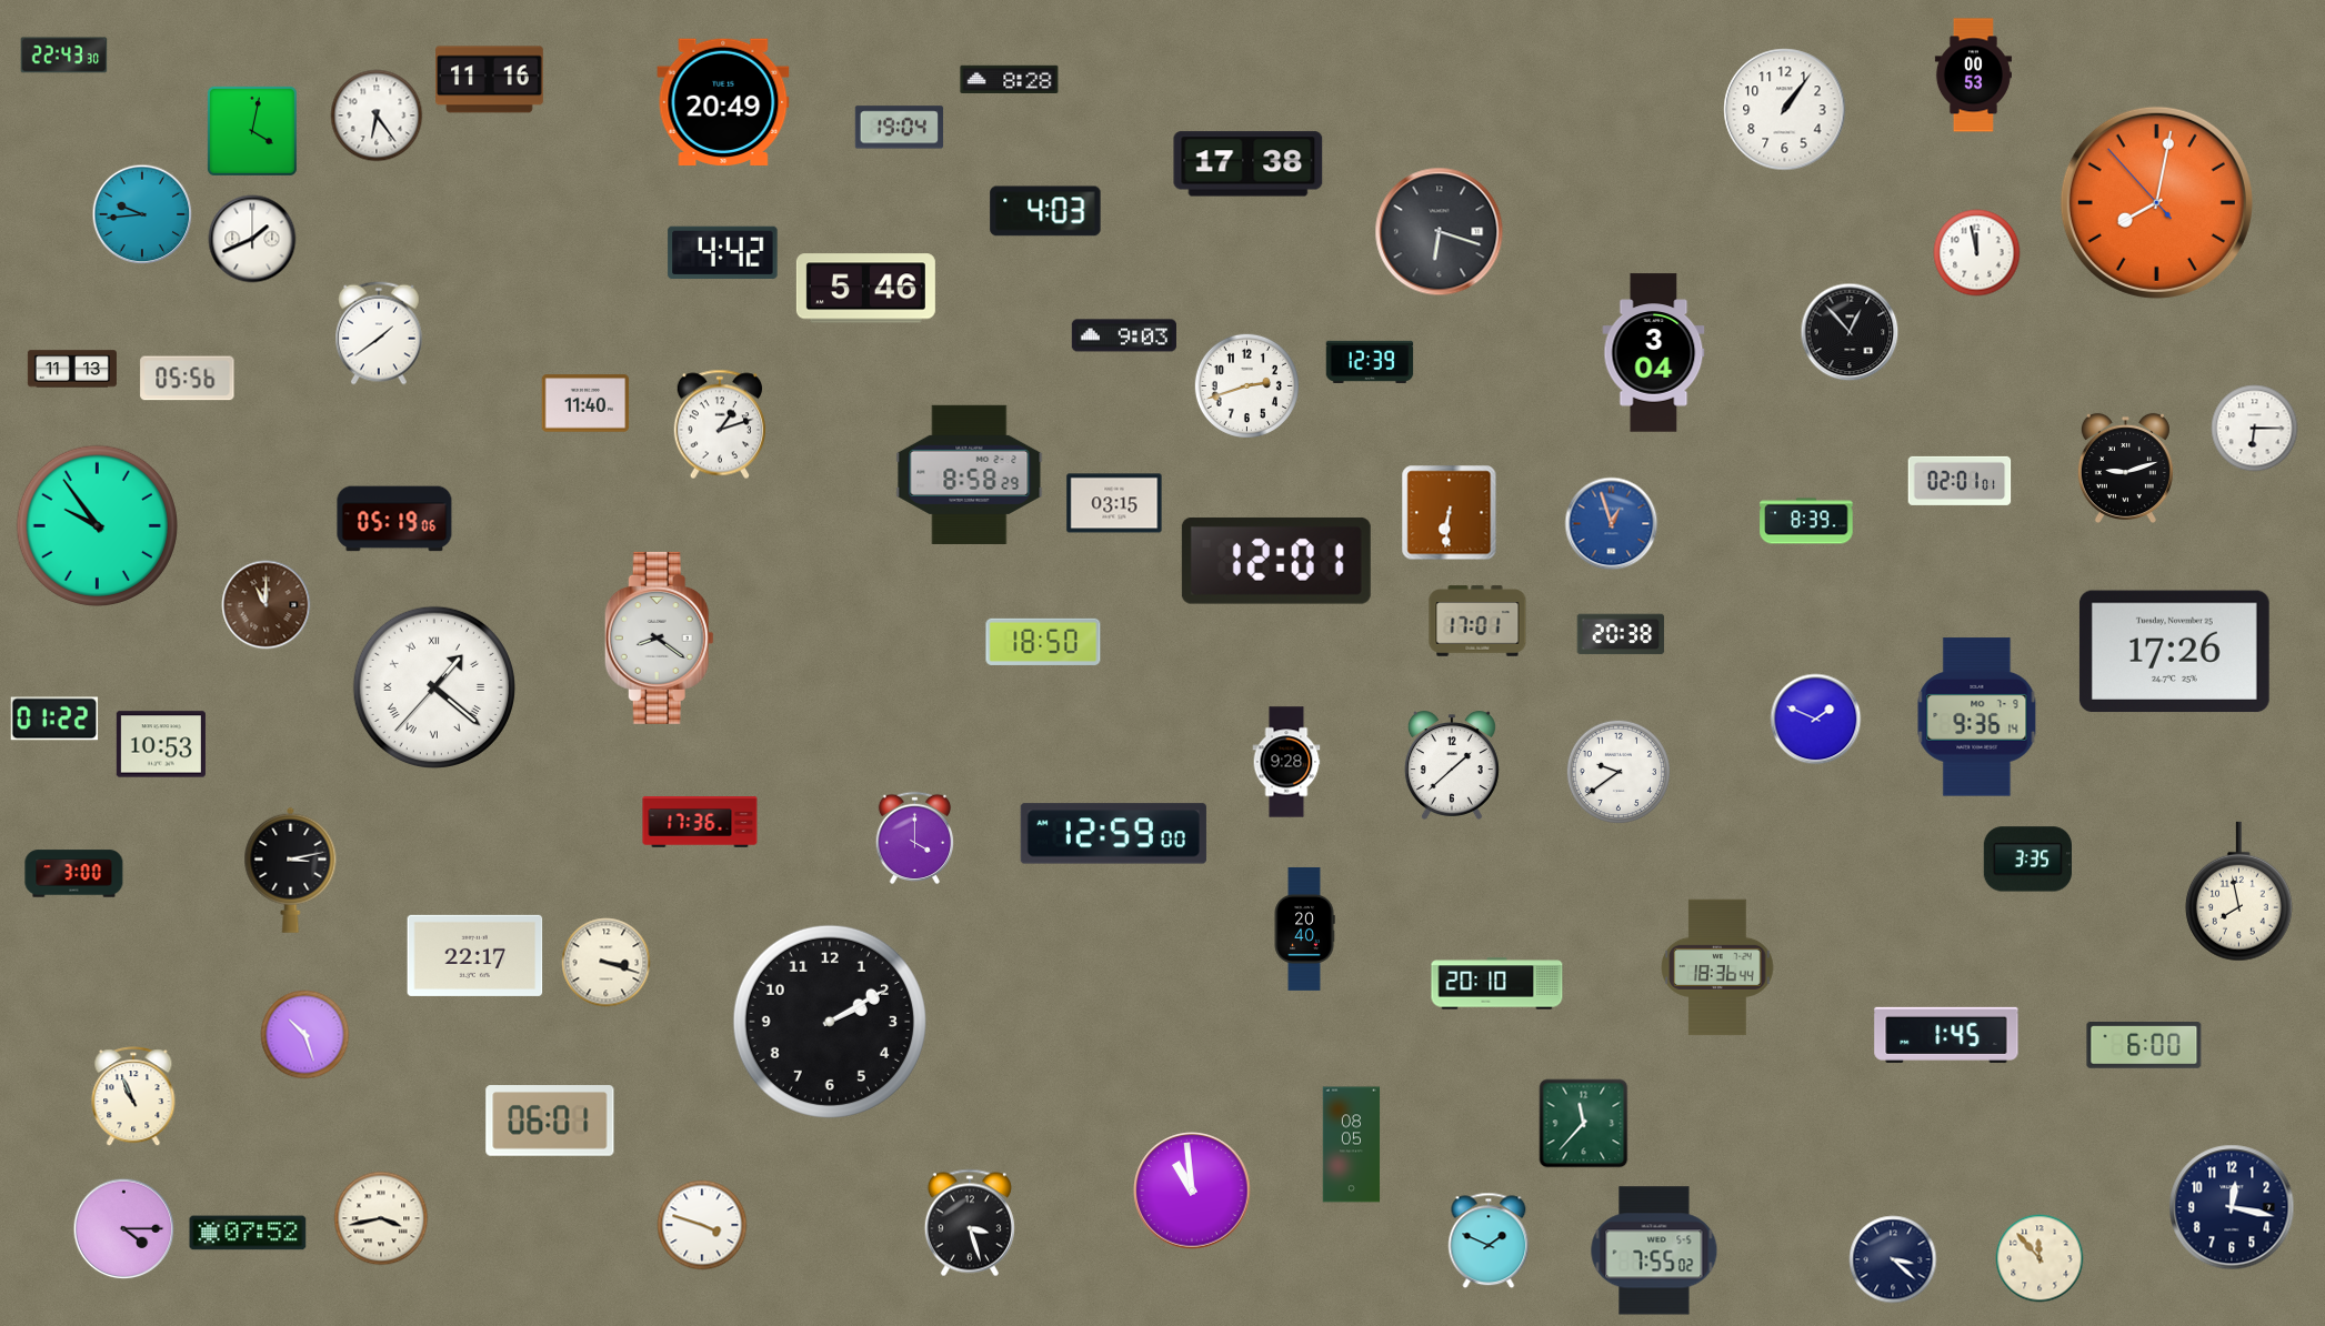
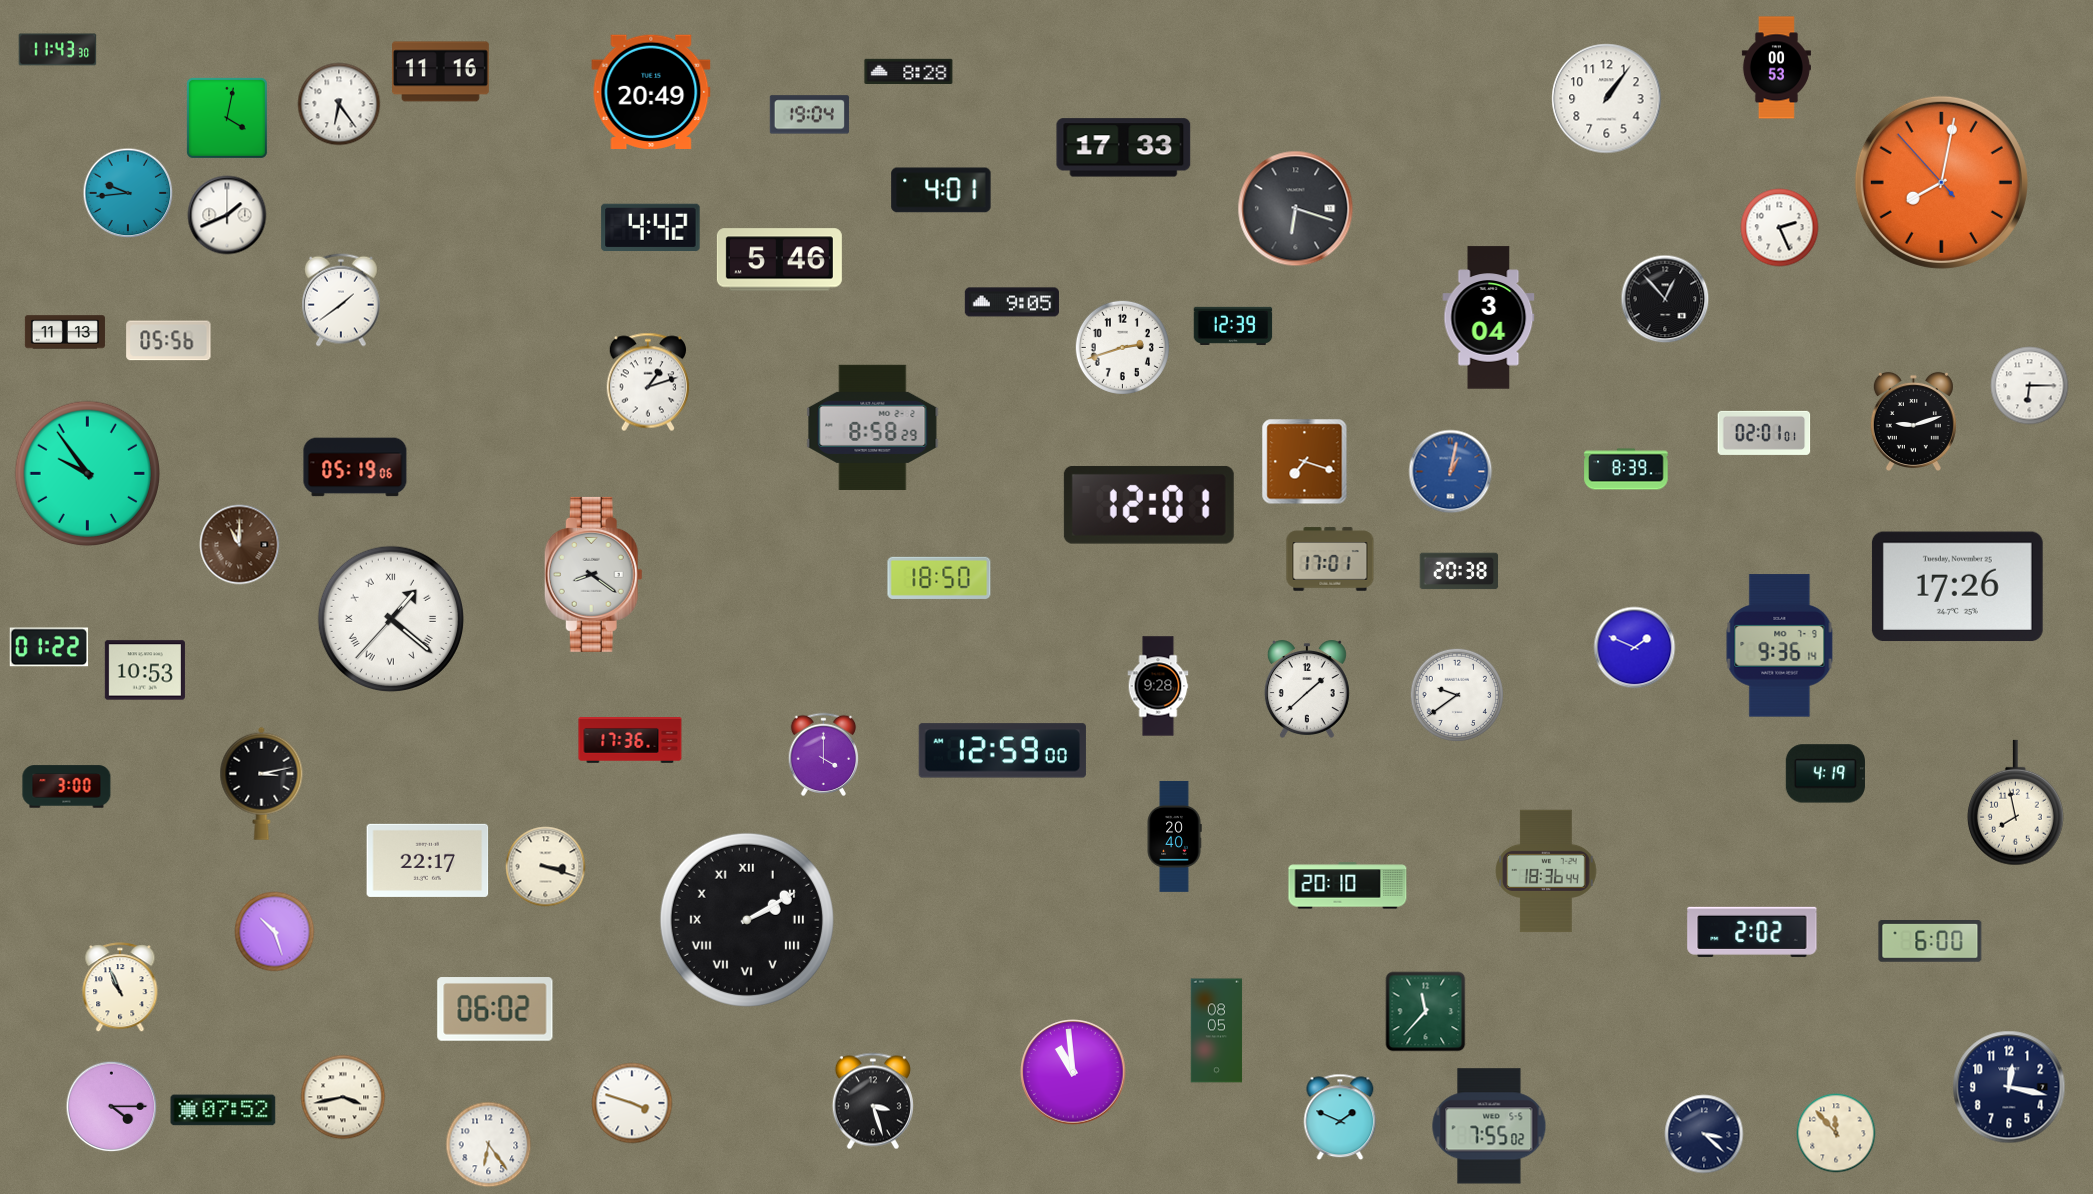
clock at (64, 56): 22:43 -> 11:43
clock at (1249, 164): 17:38 -> 17:33
clock at (1045, 211): 4:03 -> 4:01
clock at (1977, 253): 11:58 -> 2:26
clock at (1123, 335): 9:03 -> 9:05
clock at (585, 403): 11:40 -> none
clock at (1114, 503): 03:15 -> none
clock at (1450, 513): 6:31 -> 7:18
clock at (1612, 524): 12:57 -> 1:02
clock at (2027, 860): 3:35 -> 4:19
clock at (830, 1022) numerals: Arabic -> Roman
clock at (1946, 1035): 1:45 -> 2:02
clock at (550, 1121): 06:01 -> 06:02
clock at (489, 1145): none -> 6:24
